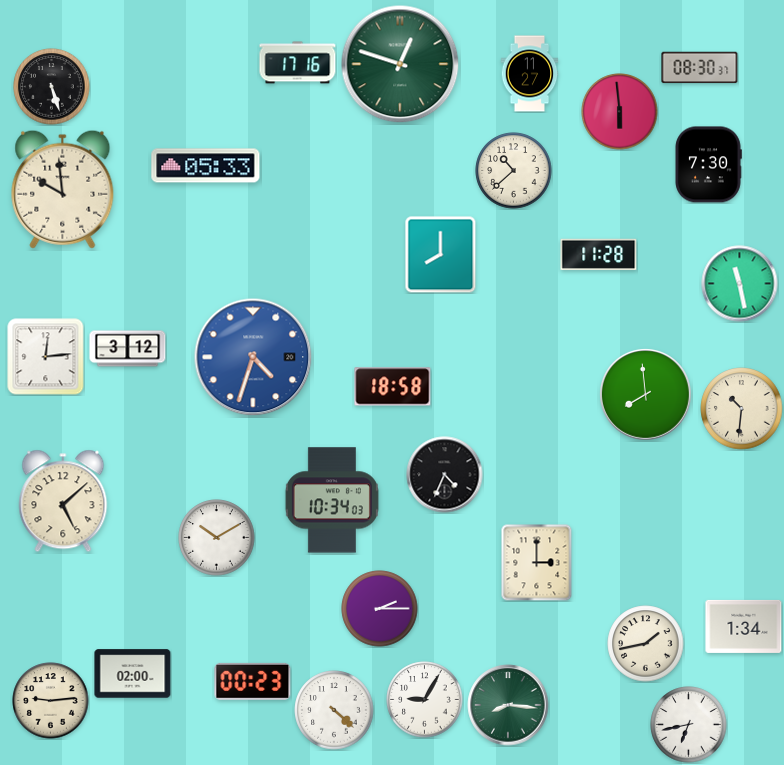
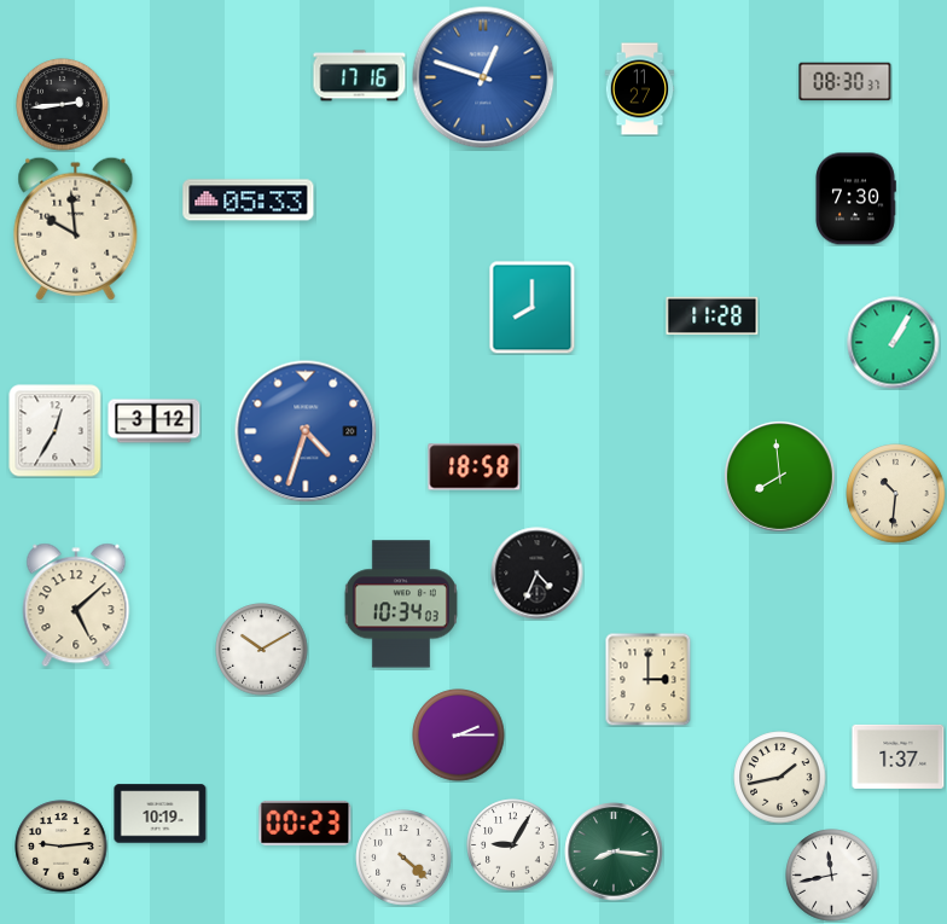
clock at (400, 64) dial: green -> blue
clock at (52, 87): 5:27 -> 2:44
clock at (620, 112): 5:59 -> none
clock at (514, 171): 10:38 -> none
clock at (599, 255) position: (599, 255) -> (713, 316)
clock at (740, 284): 11:28 -> 1:05
clock at (46, 357): 12:14 -> 12:35
clock at (744, 626): 1:34 -> 1:37
clock at (133, 674): 02:00 -> 10:19
clock at (689, 725): 6:43 -> 11:43
